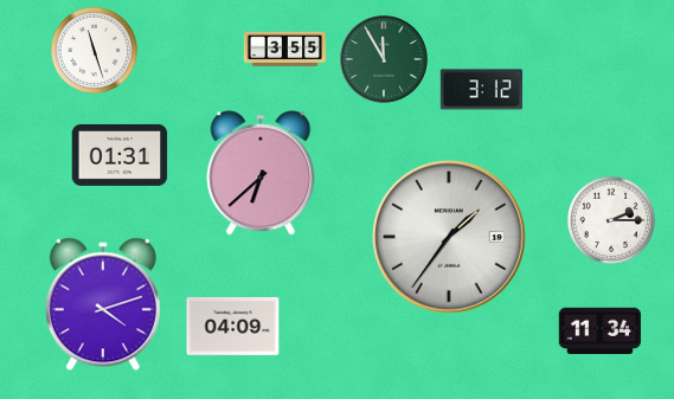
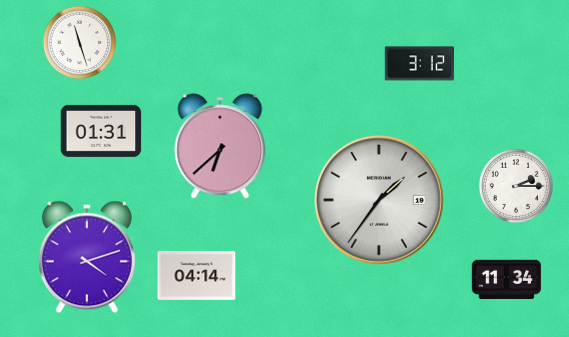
clock at (284, 50): 3:55 -> none
clock at (384, 59): 11:55 -> none
clock at (481, 90) position: (481, 90) -> (419, 64)
clock at (233, 326): 04:09 -> 04:14
